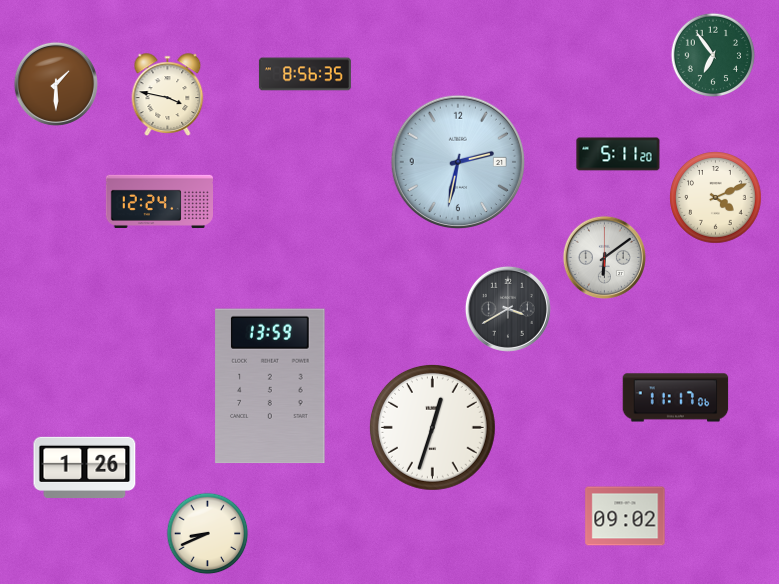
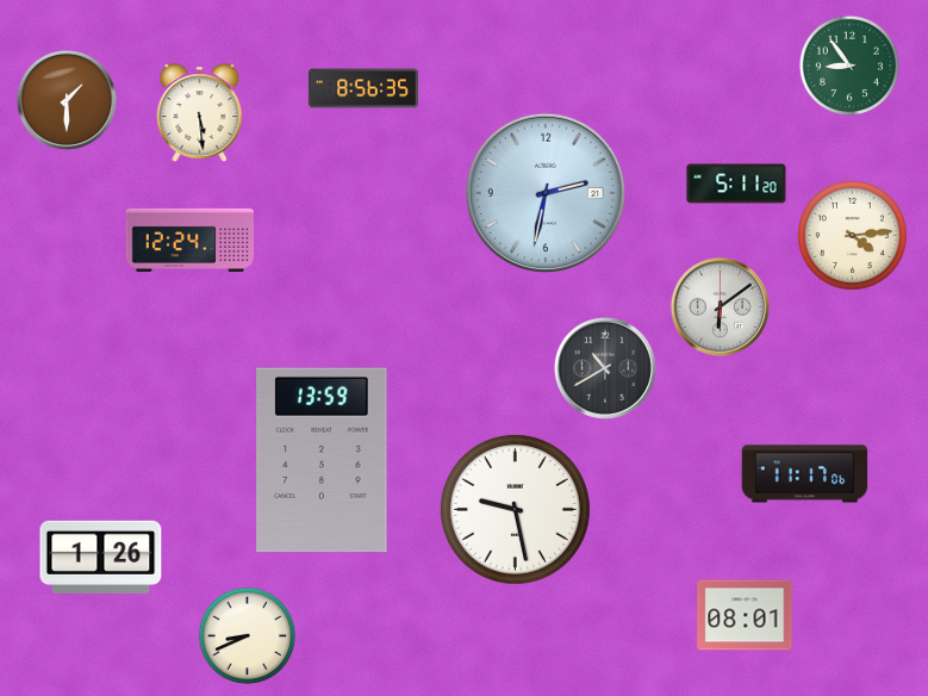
clock at (713, 55): 6:54 -> 8:54
clock at (168, 95): 3:47 -> 5:29
clock at (716, 198): 4:11 -> 4:14
clock at (508, 309): 3:40 -> 10:40
clock at (432, 427): 12:33 -> 9:28
clock at (625, 516): 09:02 -> 08:01
